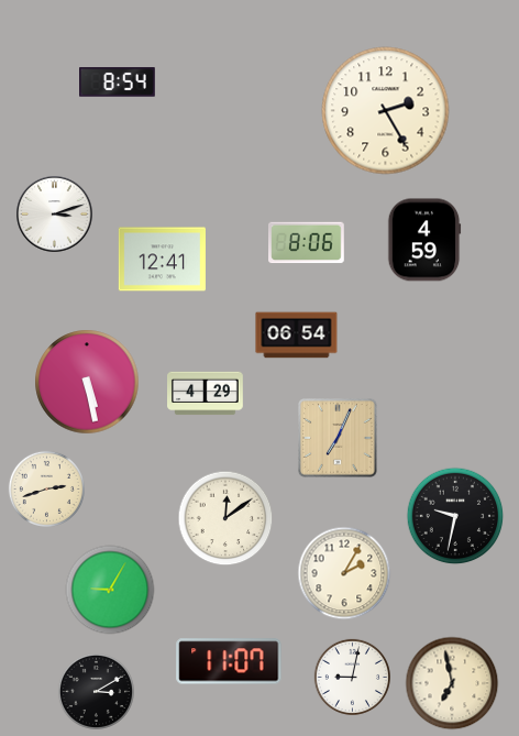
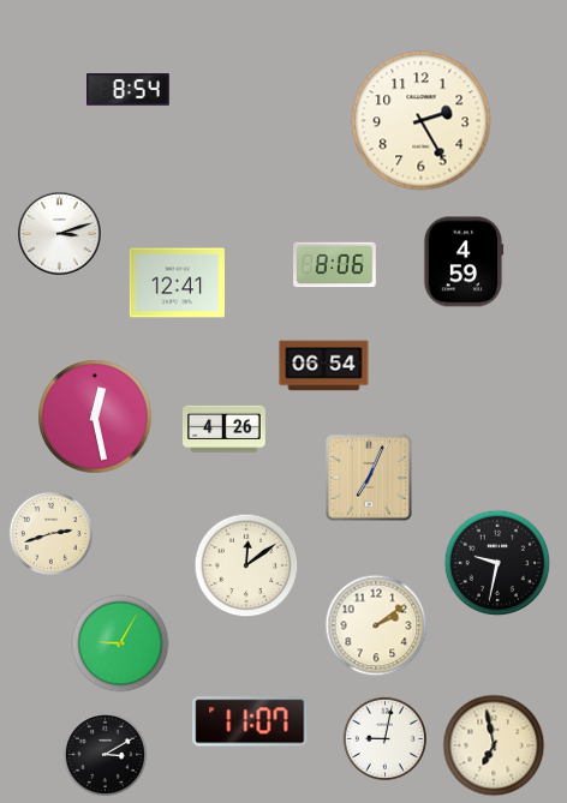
clock at (87, 382): 5:28 -> 12:28
clock at (206, 394): 4:29 -> 4:26
clock at (344, 573): 2:05 -> 2:09
